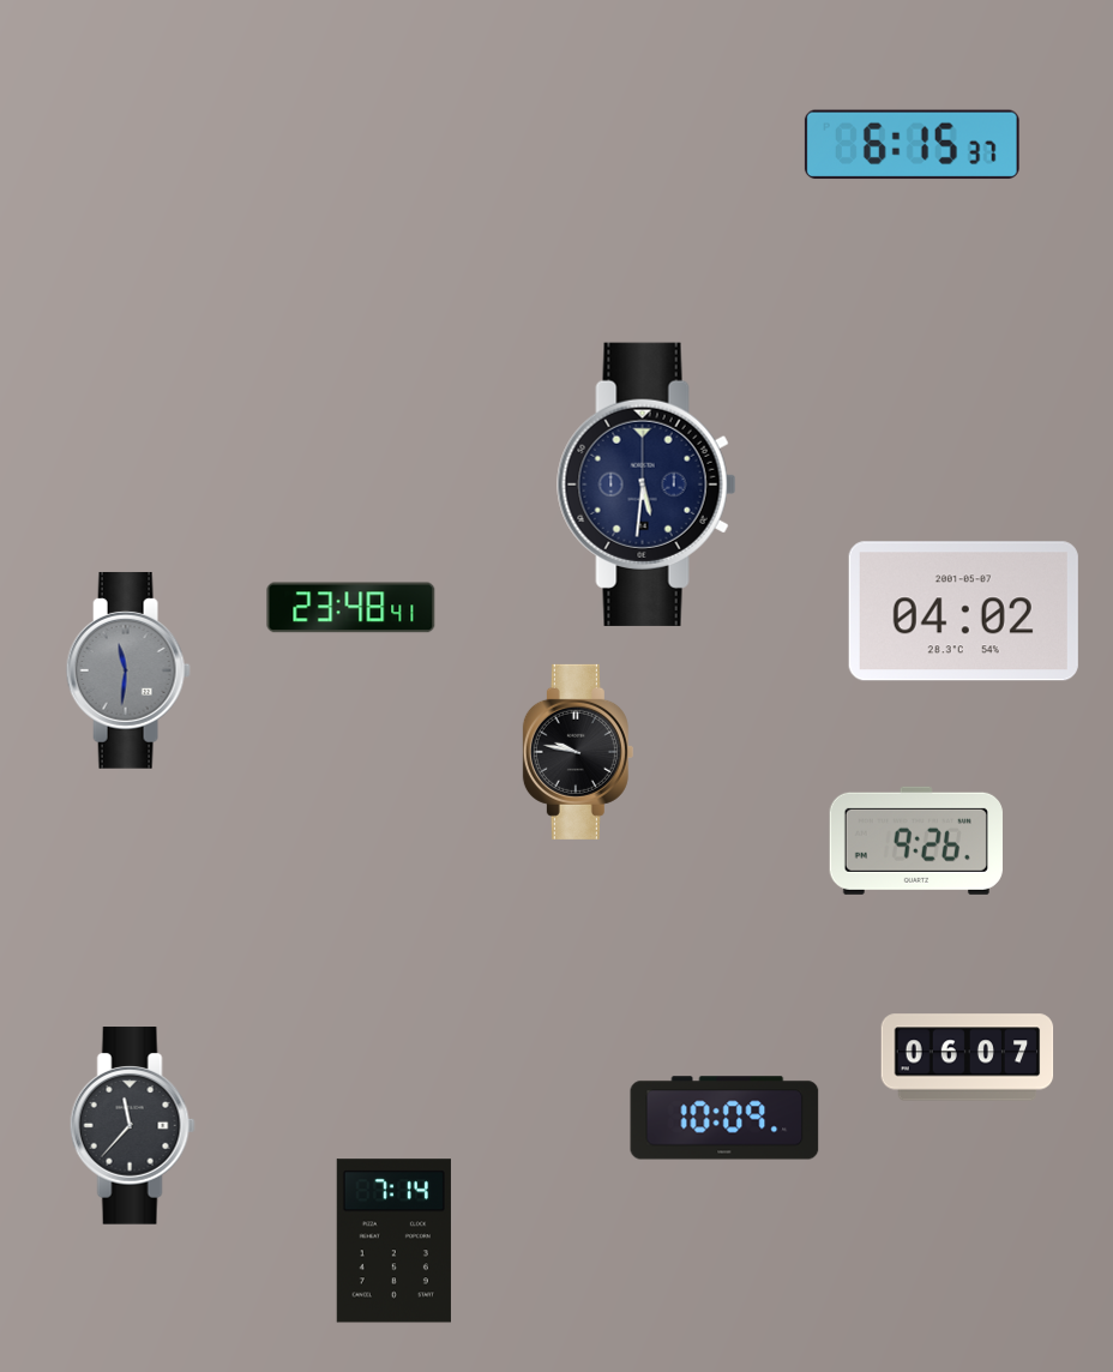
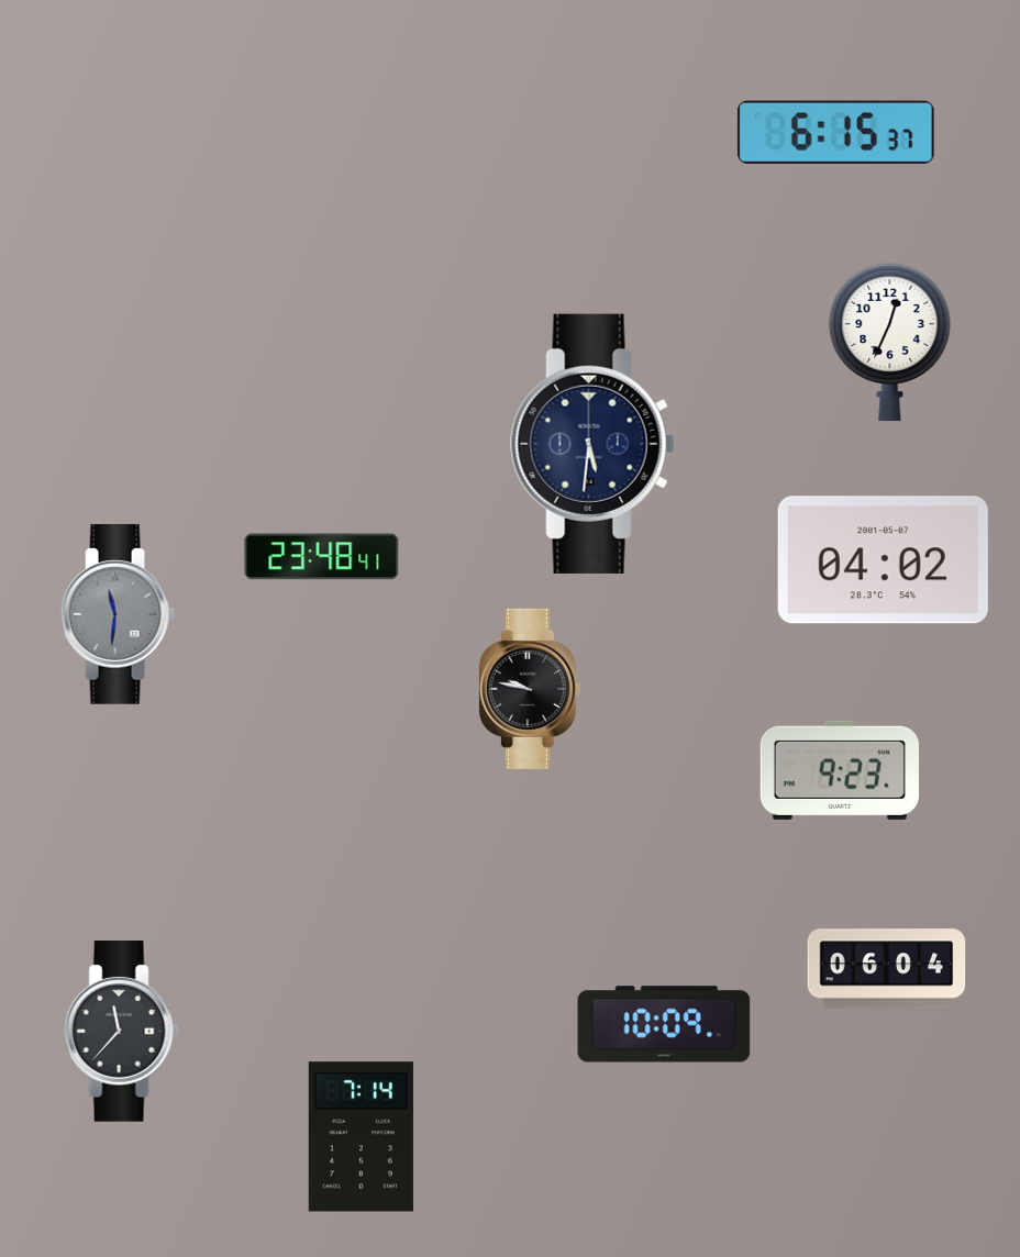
clock at (890, 342): none -> 12:34
clock at (916, 841): 9:26 -> 9:23
clock at (968, 1058): 06:07 -> 06:04
